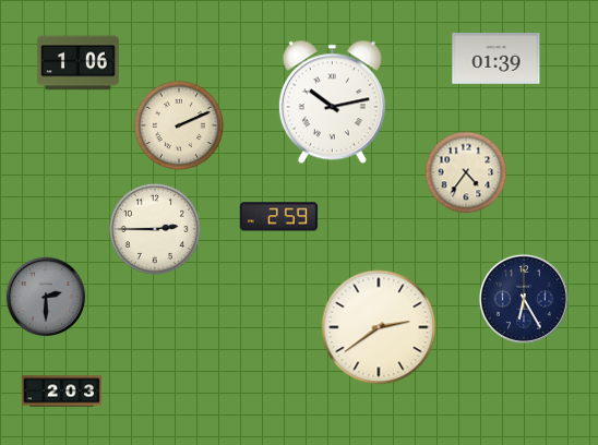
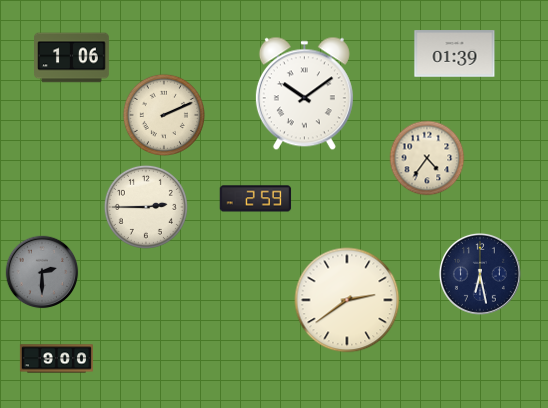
clock at (332, 103): 10:13 -> 10:09
clock at (155, 229) position: (155, 229) -> (146, 207)
clock at (524, 299): 6:25 -> 6:28
clock at (61, 392): 2:03 -> 9:00
